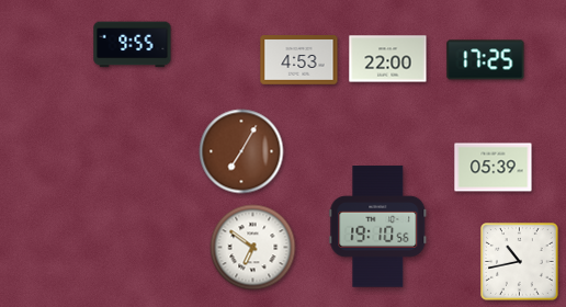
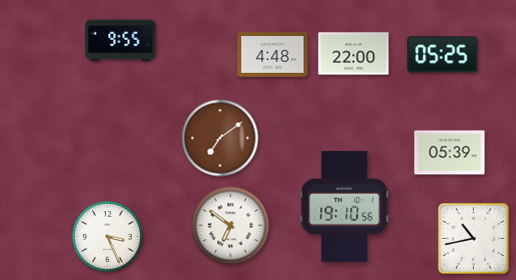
clock at (299, 60): 4:53 -> 4:48
clock at (486, 60): 17:25 -> 05:25
clock at (241, 151): 7:05 -> 7:09
clock at (108, 237): none -> 3:26
